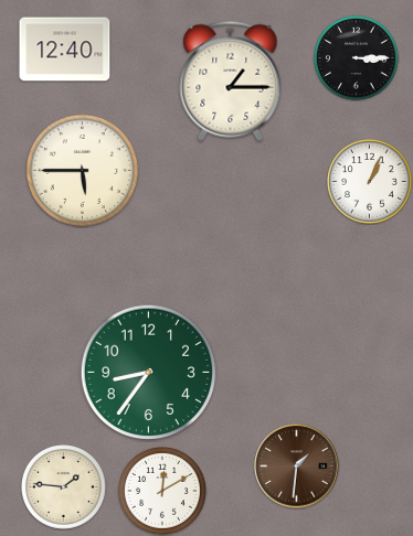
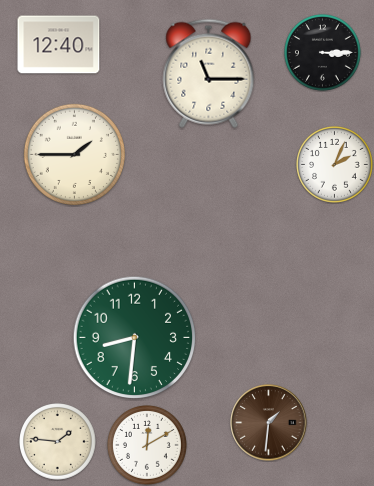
clock at (231, 81): 1:15 -> 11:15
clock at (82, 170): 5:45 -> 1:45
clock at (370, 182): 1:04 -> 2:04
clock at (149, 373): 8:36 -> 8:31
